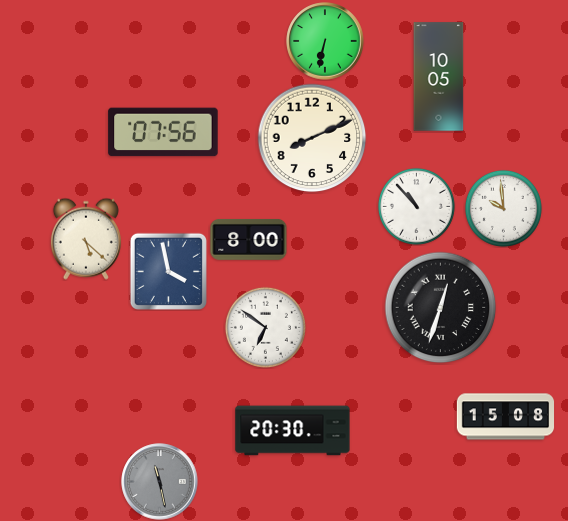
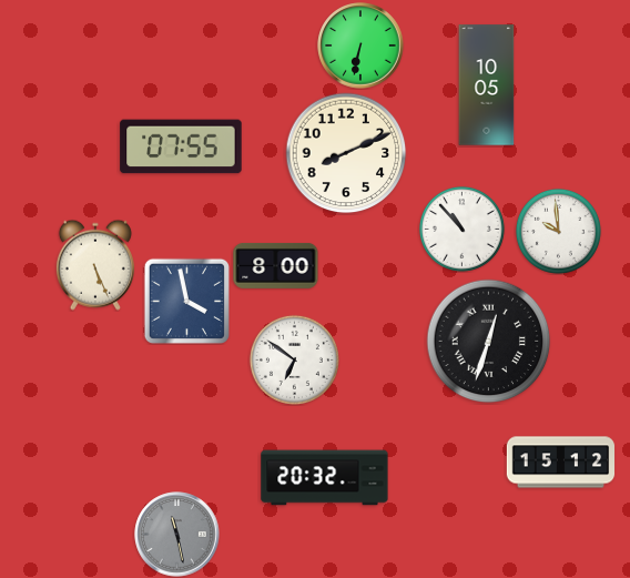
clock at (163, 132): 07:56 -> 07:55
clock at (86, 239): 5:22 -> 5:26
clock at (265, 327) position: (265, 327) -> (294, 359)
clock at (506, 417): 15:08 -> 15:12
clock at (293, 431): 20:30 -> 20:32
